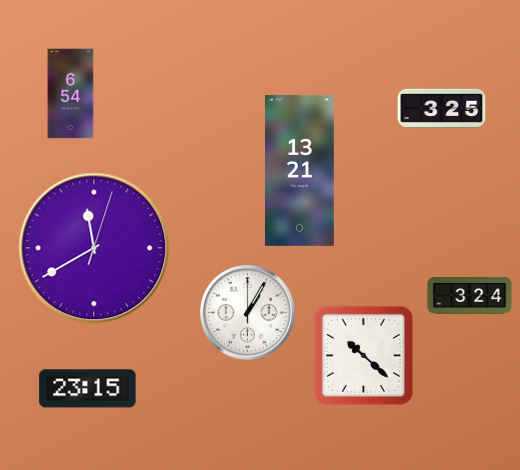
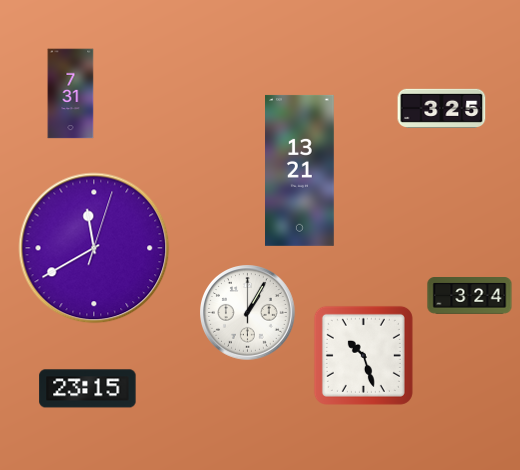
clock at (71, 94): 6:54 -> 7:31
clock at (363, 355): 10:22 -> 10:27
